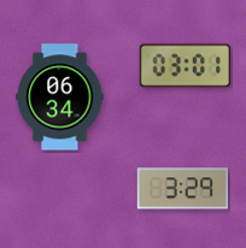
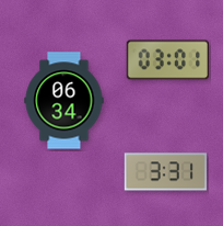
clock at (60, 98) position: (60, 98) -> (64, 101)
clock at (182, 189): 3:29 -> 3:31
